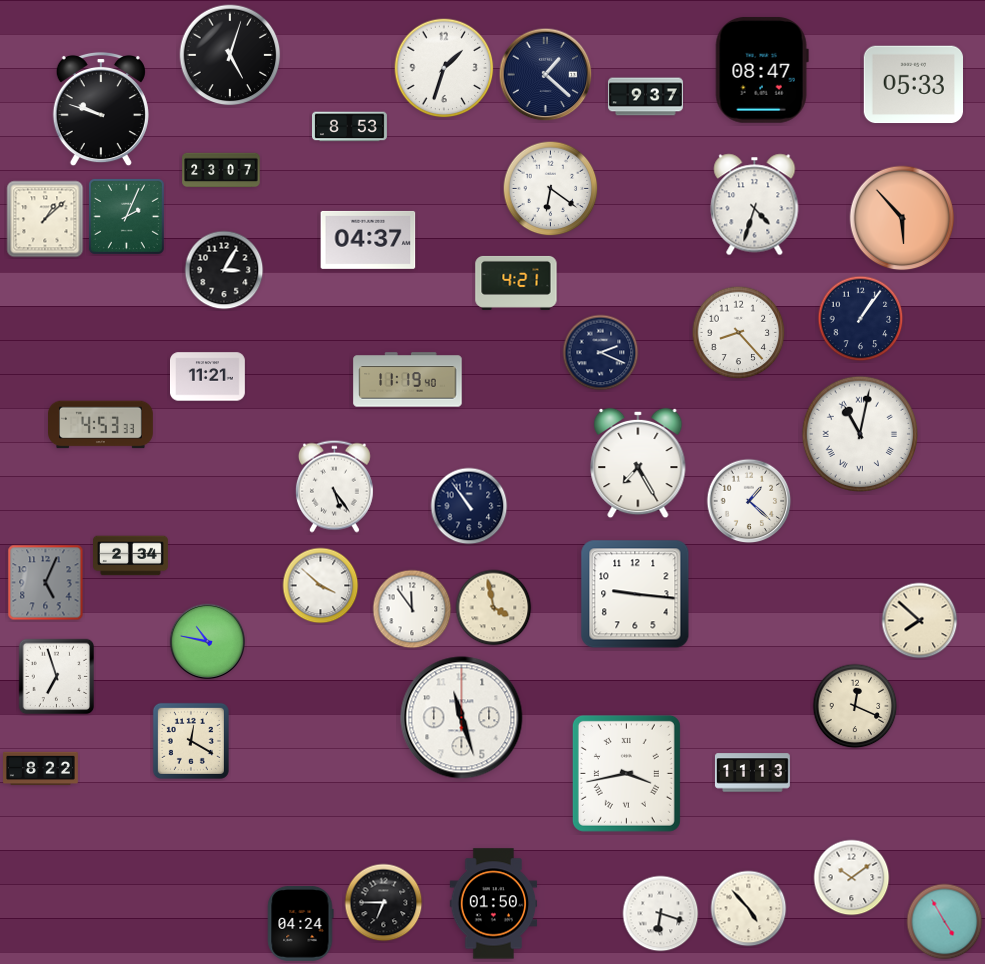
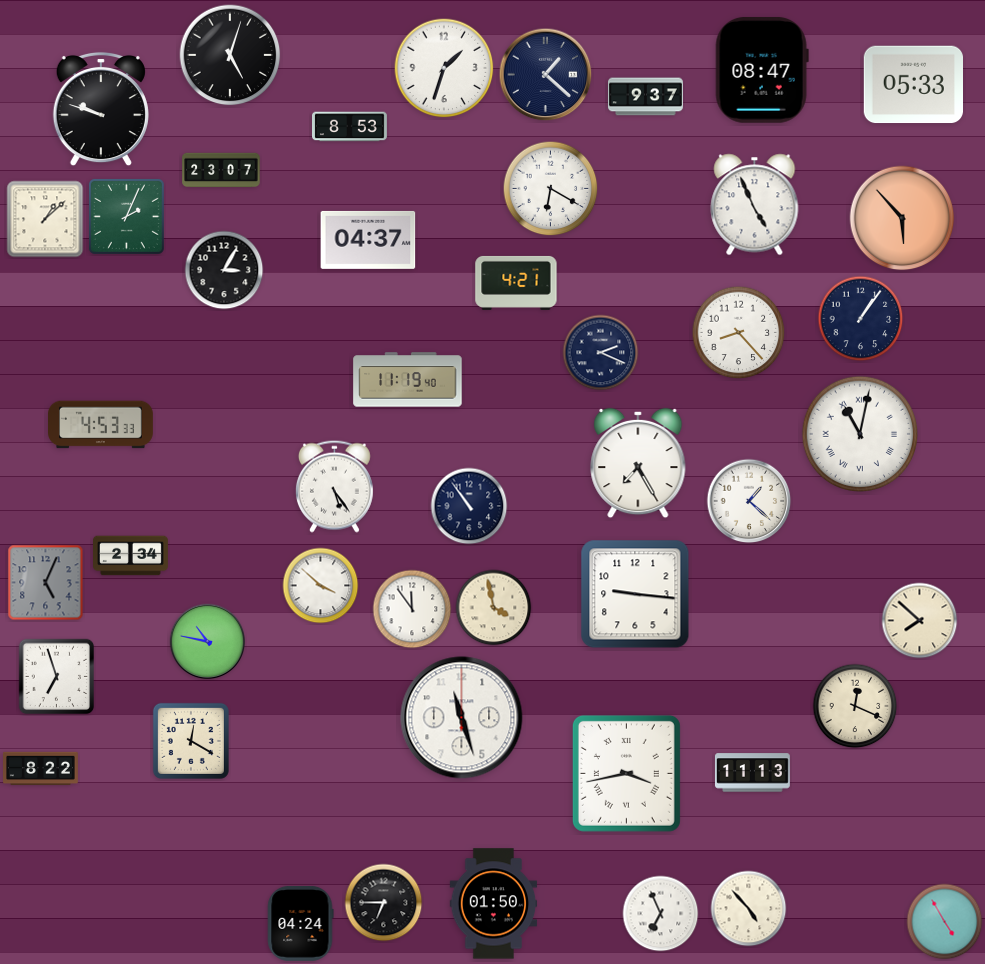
clock at (551, 189): 6:21 -> 6:20
clock at (755, 205): 4:33 -> 4:56
clock at (208, 377): 11:21 -> none
clock at (852, 878): 10:09 -> none
clock at (661, 914): 6:18 -> 6:56
